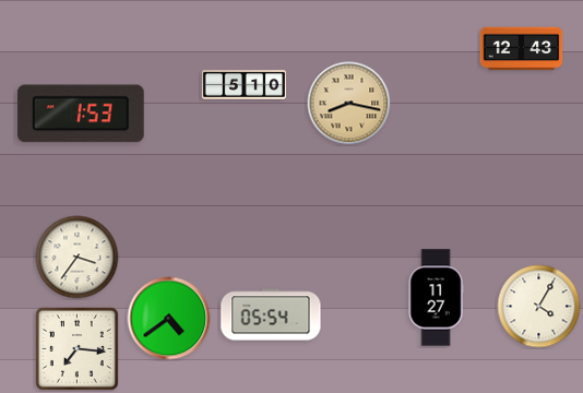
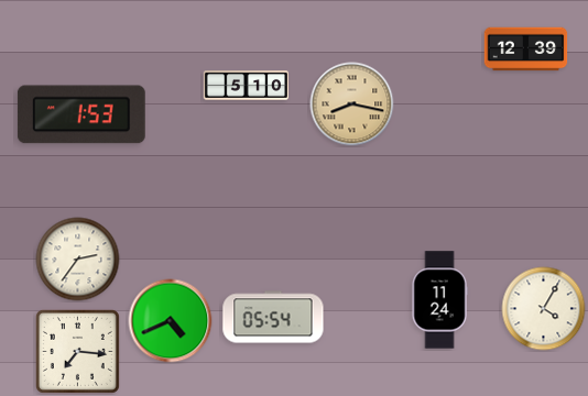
clock at (522, 49): 12:43 -> 12:39
clock at (78, 258): 3:36 -> 2:36
clock at (436, 298): 11:27 -> 11:24
clock at (169, 319): 4:39 -> 4:41
